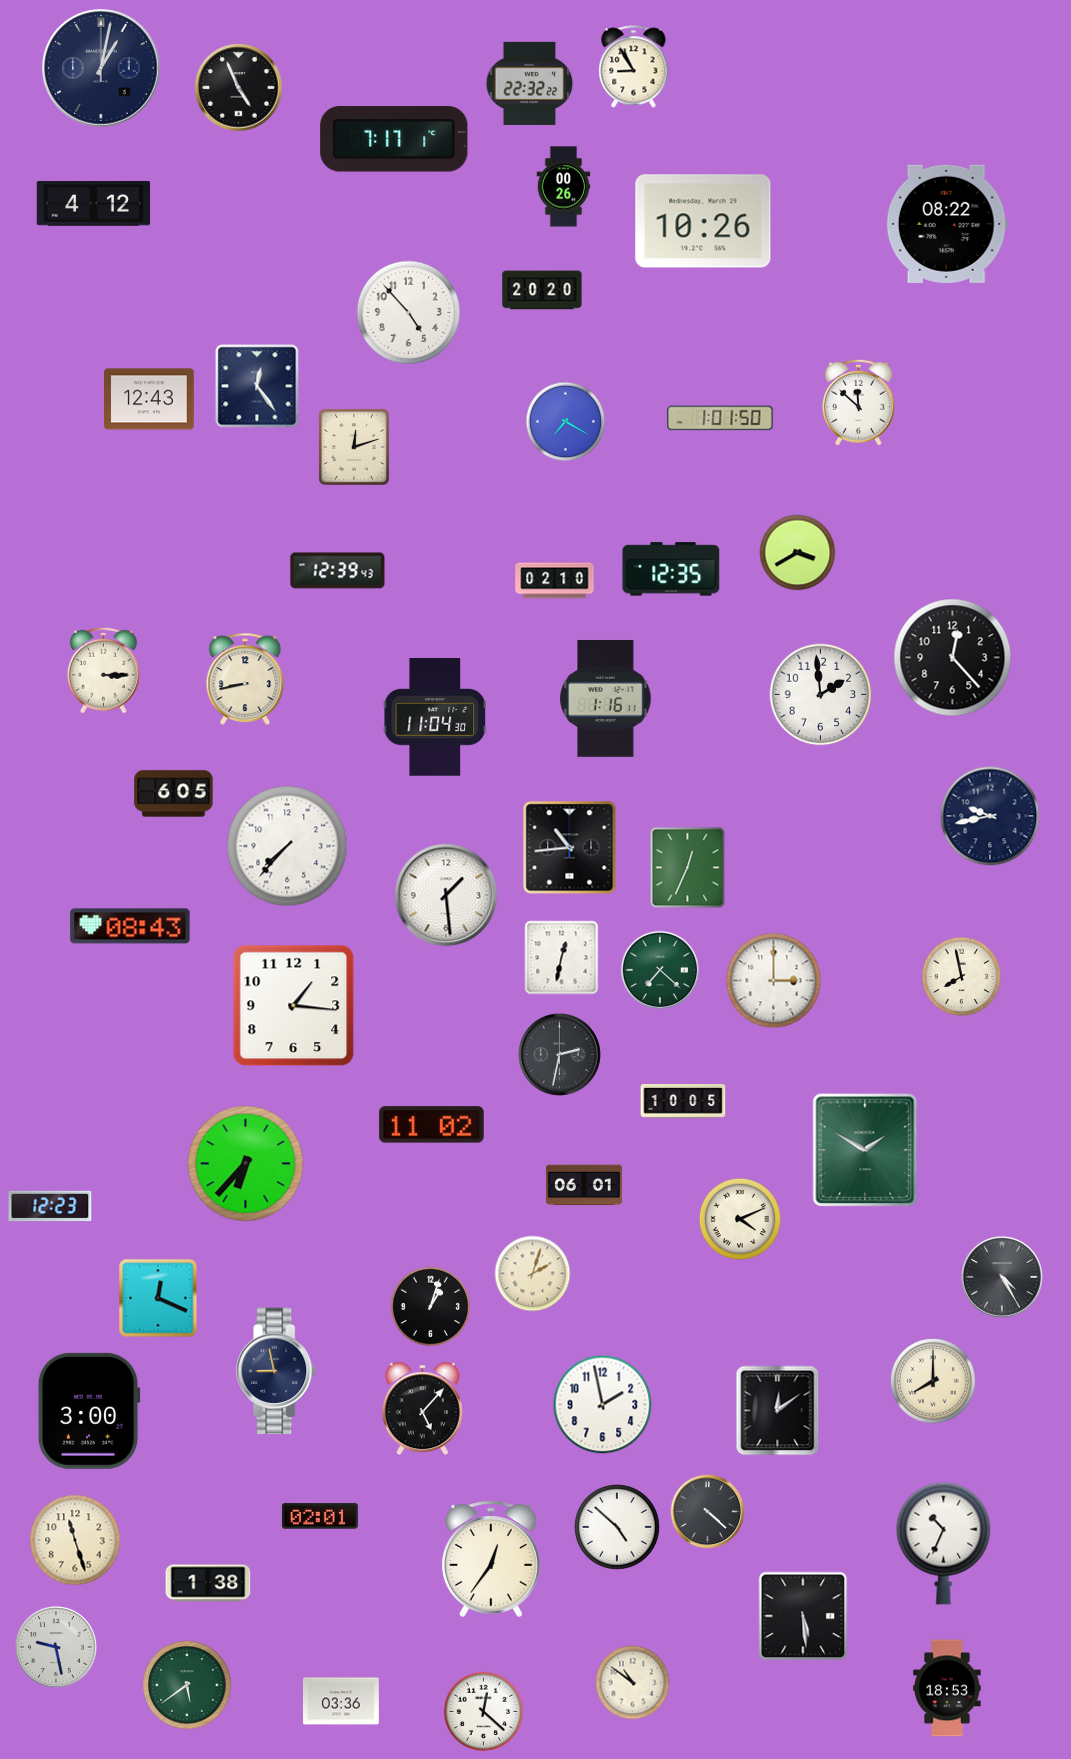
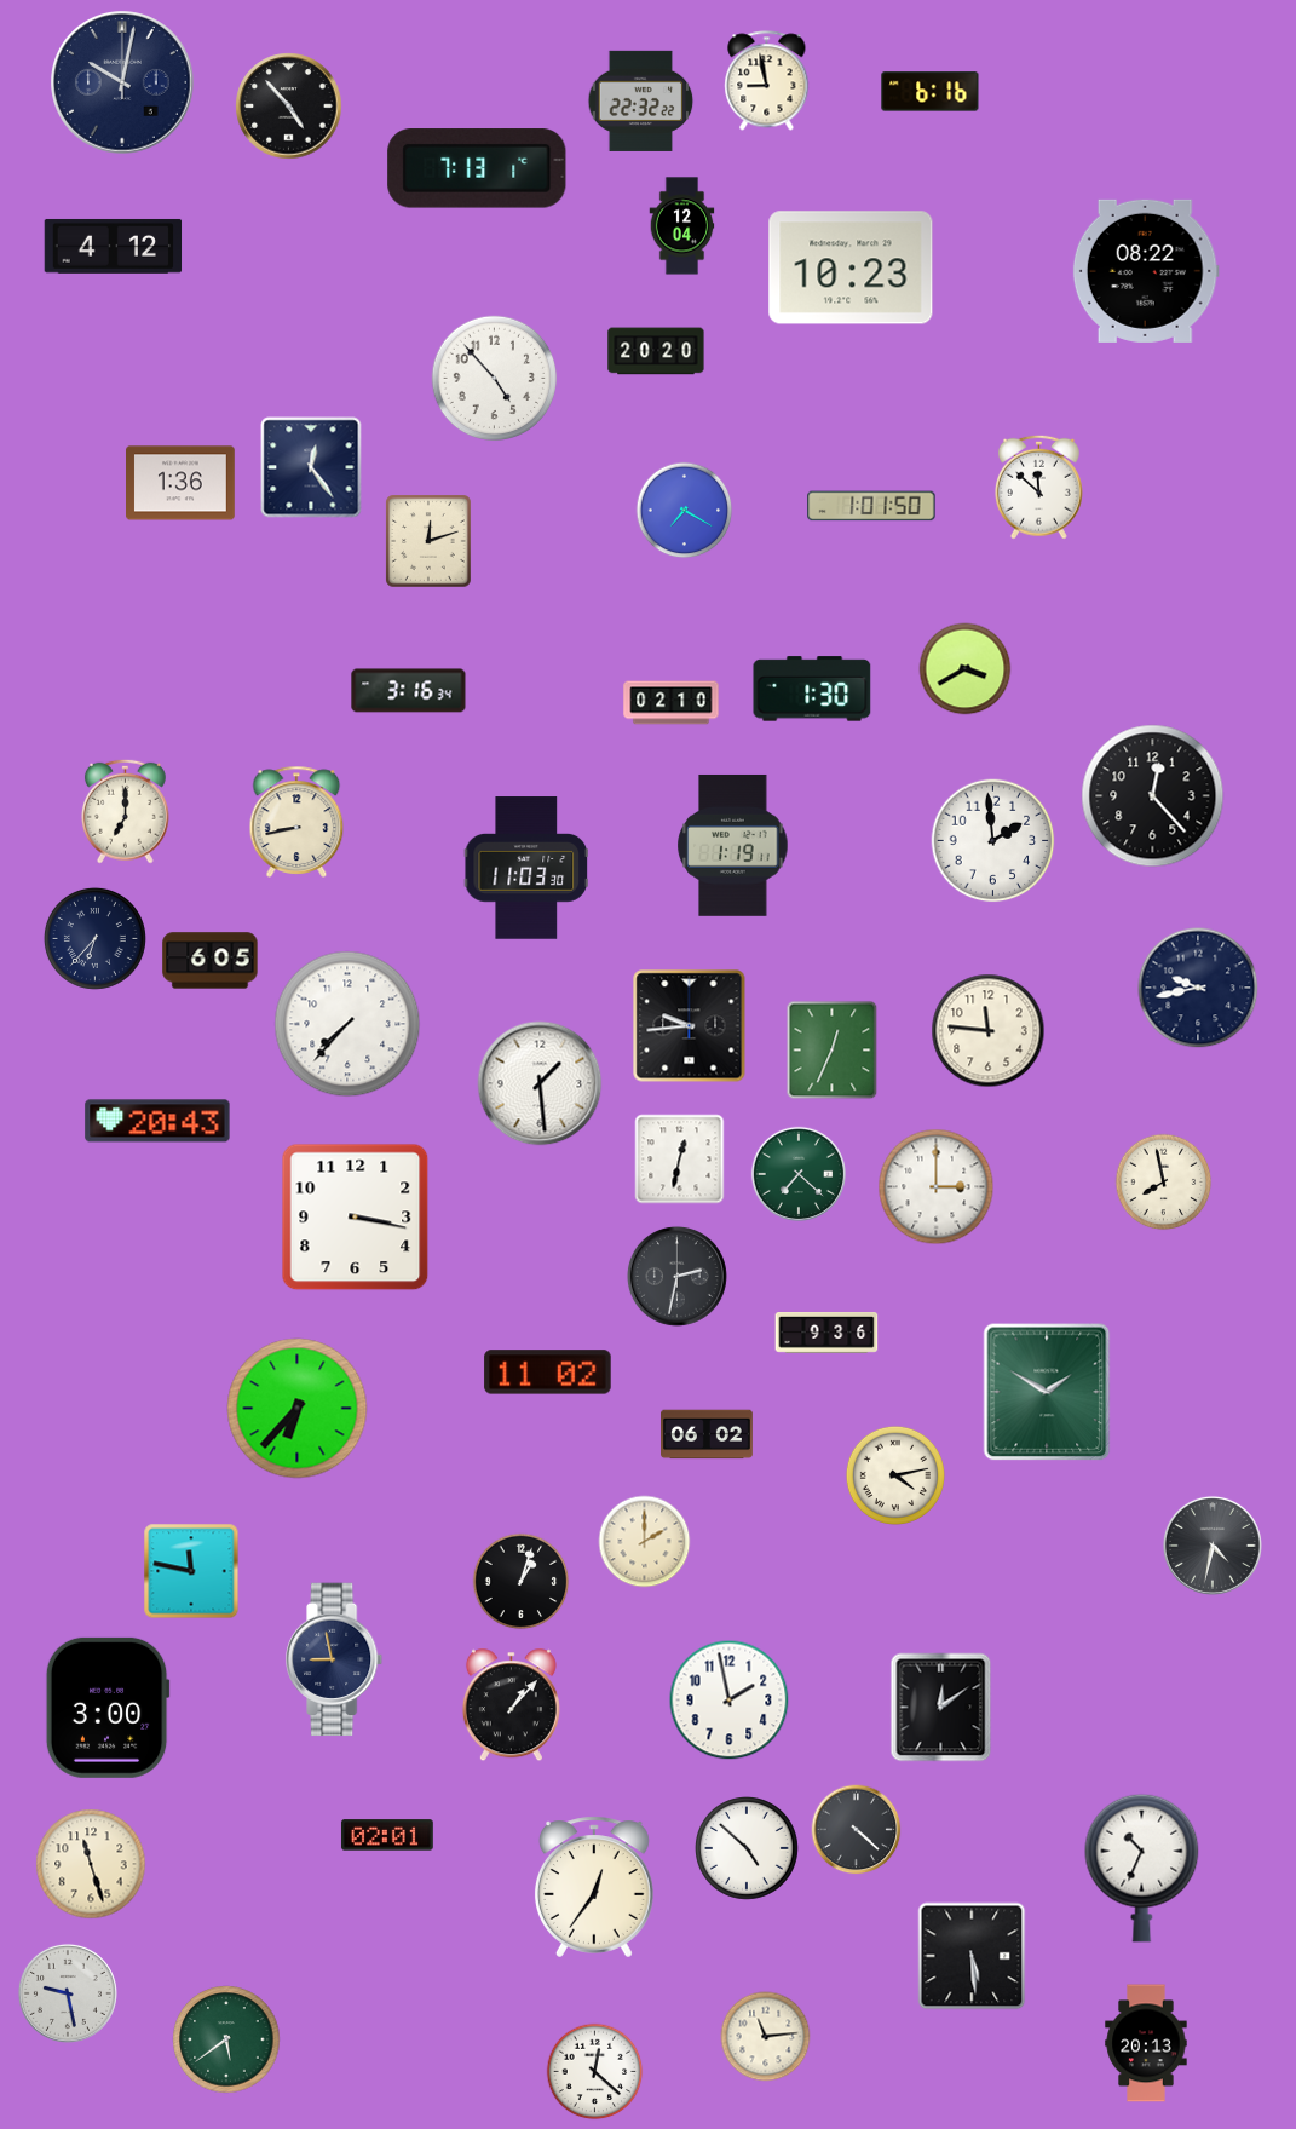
clock at (634, 67): 8:55 -> 8:58
clock at (101, 68): 1:02 -> 10:02
clock at (931, 92): none -> 6:16
clock at (239, 88): 4:56 -> 4:53
clock at (394, 139): 7:17 -> 7:13
clock at (564, 187): 00:26 -> 12:04
clock at (703, 221): 10:26 -> 10:23
clock at (150, 399): 12:43 -> 1:36
clock at (671, 569): 12:35 -> 1:30
clock at (338, 571): 12:39 -> 3:16
clock at (103, 670): 3:15 -> 7:00
clock at (606, 698): 1:16 -> 1:19
clock at (434, 717): 11:04 -> 11:03
clock at (94, 938): none -> 6:37
clock at (570, 848): 10:44 -> 9:44
clock at (989, 1031): none -> 11:46
clock at (130, 926): 08:43 -> 20:43
clock at (294, 1006): 1:16 -> 3:17
clock at (683, 1102): 10:05 -> 9:36
clock at (432, 1125) position: (432, 1125) -> (548, 1373)
clock at (585, 1185): 06:01 -> 06:02
clock at (50, 1206): 12:23 -> none
clock at (740, 1219): 4:11 -> 4:13
clock at (533, 1274): 2:03 -> 2:00
clock at (1002, 1277): 4:25 -> 4:32
clock at (158, 1298): 12:19 -> 11:47
clock at (934, 1382): 8:00 -> none
clock at (422, 1409): 5:07 -> 1:07
clock at (208, 1583): 1:38 -> none
clock at (633, 1683): 10:51 -> 11:14
clock at (947, 1688): 18:53 -> 20:13
clock at (342, 1701): 03:36 -> none
clock at (484, 1712) position: (484, 1712) -> (595, 2072)
